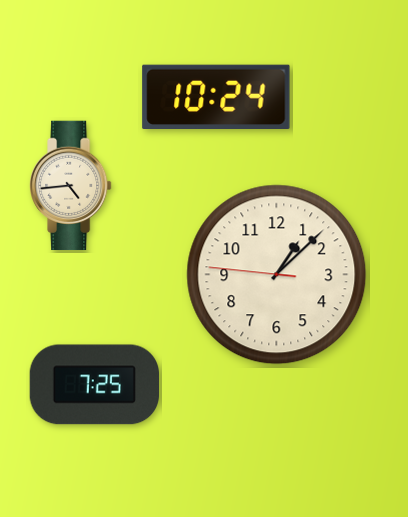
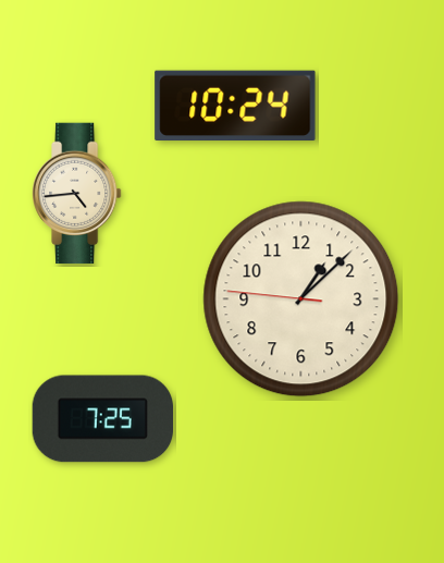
clock at (71, 186) position: (71, 186) -> (77, 194)
